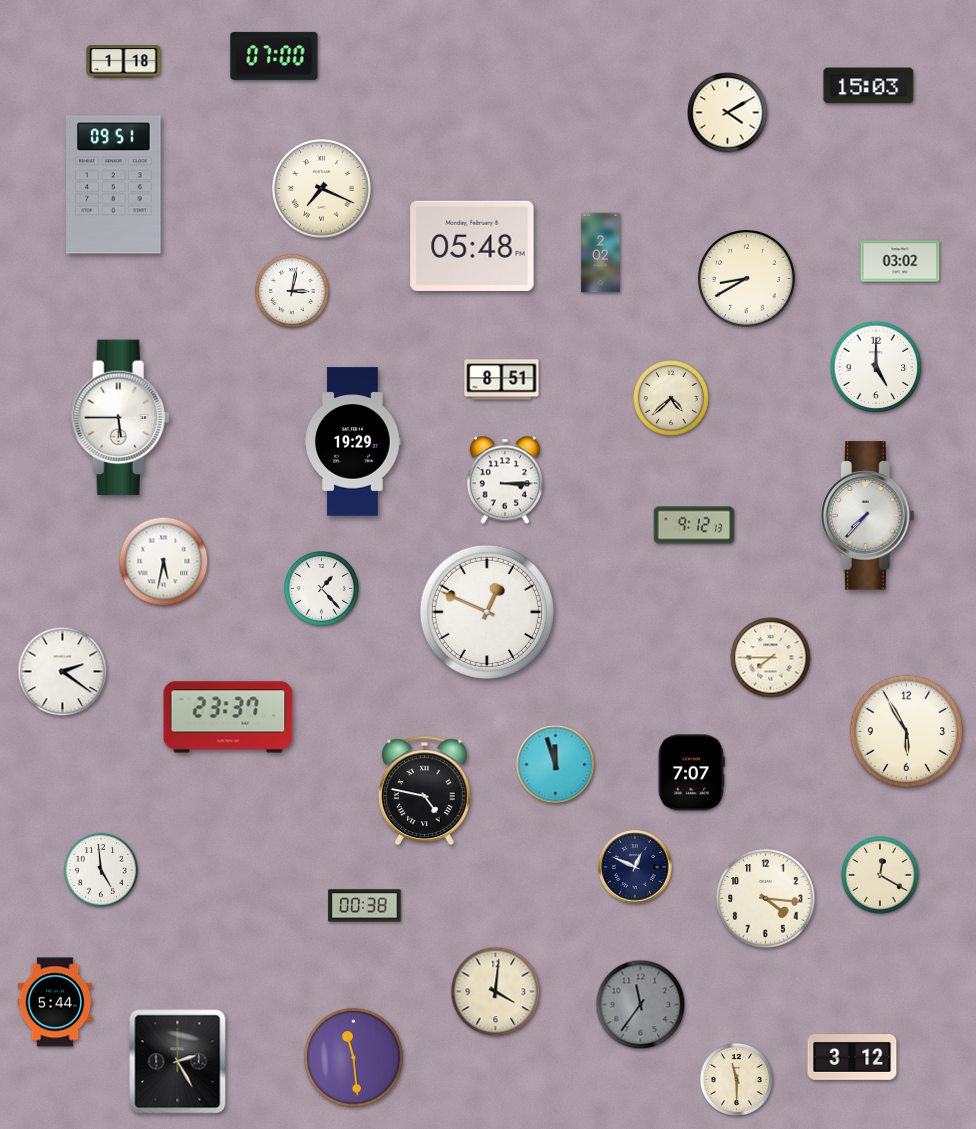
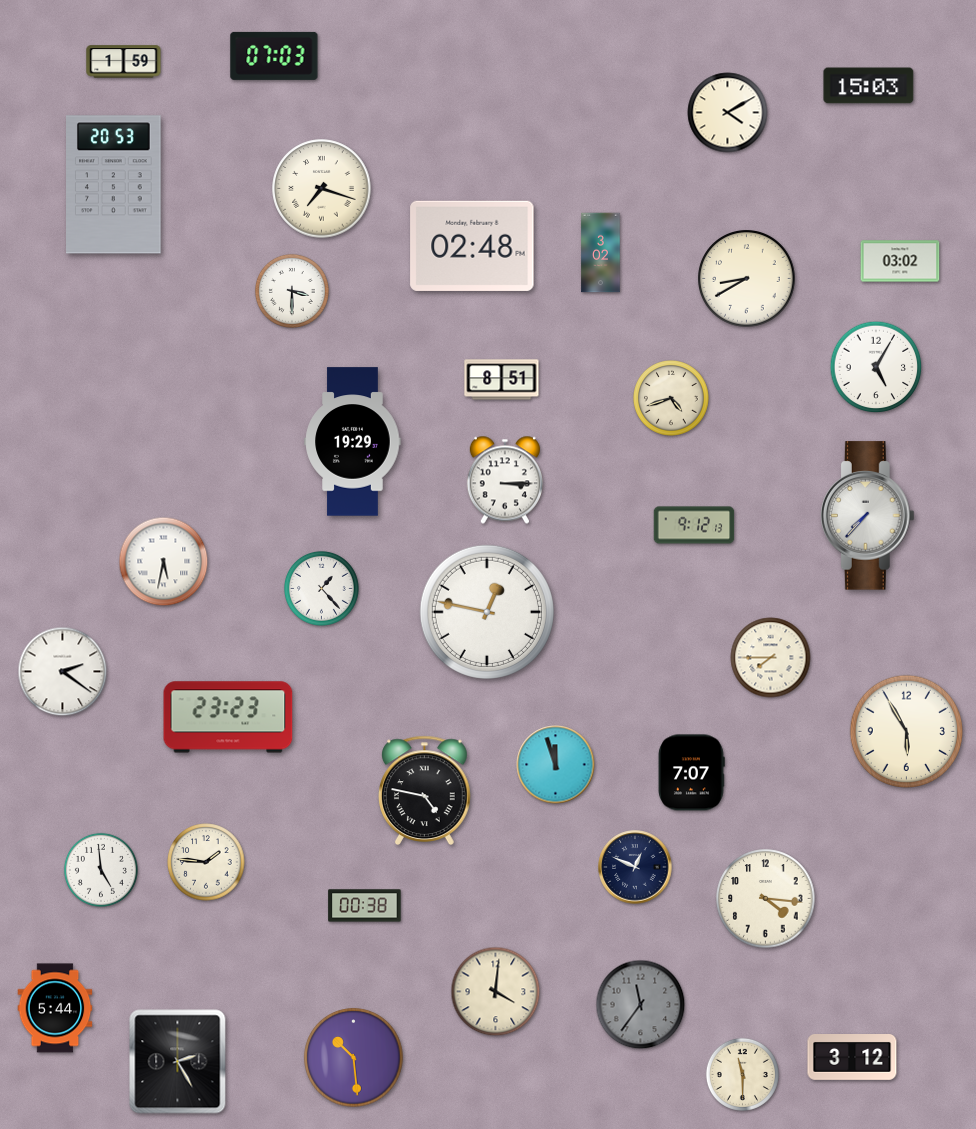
clock at (274, 56): 07:00 -> 07:03
clock at (124, 62): 1:18 -> 1:59
clock at (114, 185): 09:51 -> 20:53
clock at (322, 189): 7:19 -> 7:18
clock at (472, 246): 05:48 -> 02:48
clock at (601, 253): 2:02 -> 3:02
clock at (292, 291): 3:02 -> 3:30
clock at (876, 367): 5:00 -> 5:05
clock at (672, 399): 4:38 -> 4:42
clock at (120, 418): 5:45 -> none
clock at (487, 612): 12:49 -> 12:47
clock at (228, 717): 23:37 -> 23:23
clock at (206, 862): none -> 1:46
clock at (880, 875): 12:20 -> none
clock at (55, 1002) position: (55, 1002) -> (55, 1008)
clock at (354, 1058): 11:29 -> 10:29
clock at (736, 1079) position: (736, 1079) -> (742, 1074)
